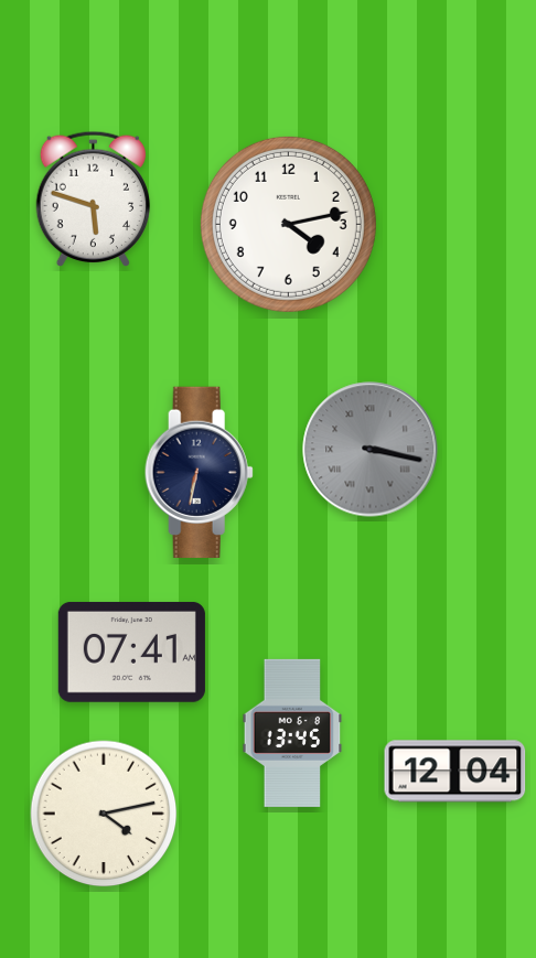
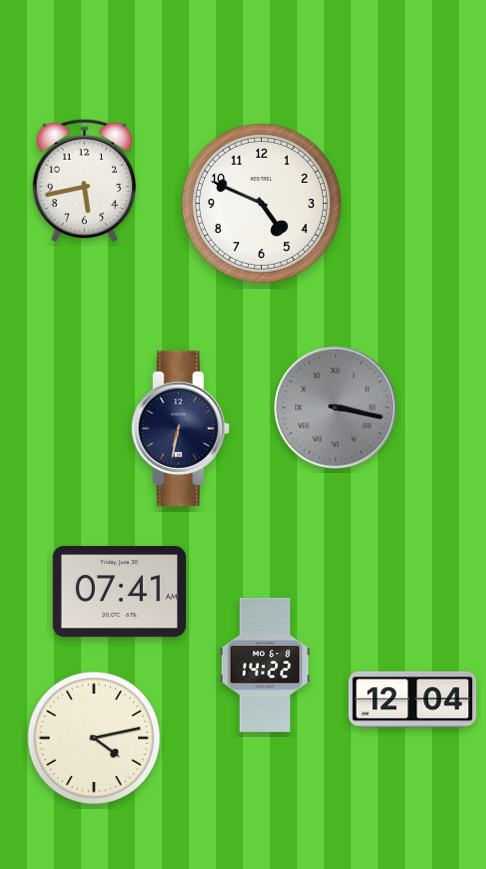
clock at (93, 198): 5:48 -> 5:43
clock at (288, 224): 4:13 -> 4:49
clock at (292, 733): 13:45 -> 14:22
